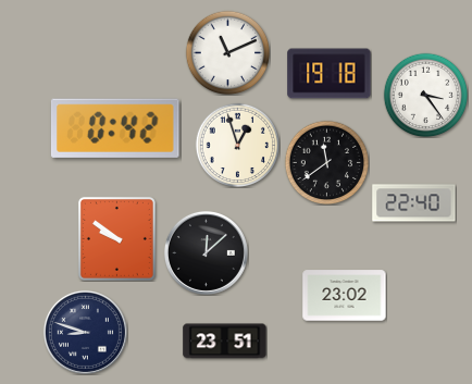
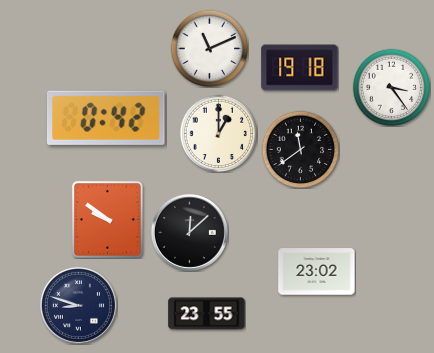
clock at (330, 74) position: (330, 74) -> (300, 68)
clock at (237, 145): 12:57 -> 1:00
clock at (414, 203): 22:40 -> none
clock at (225, 342): 23:51 -> 23:55
